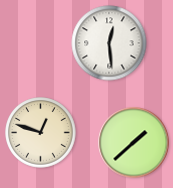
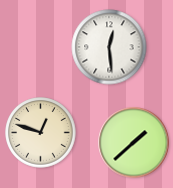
clock at (109, 43) position: (109, 43) -> (109, 47)
